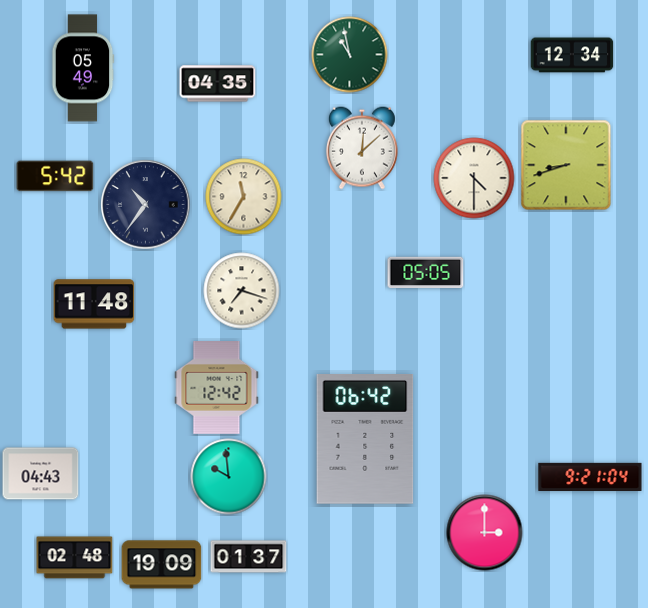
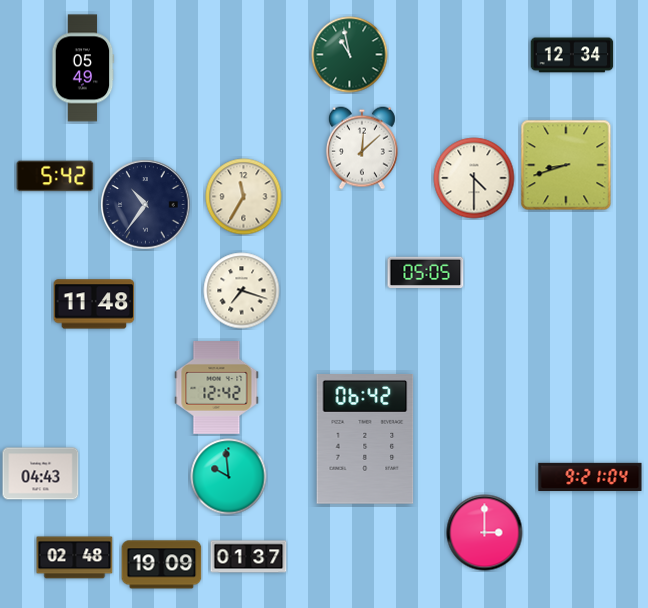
clock at (218, 84): 04:35 -> none
